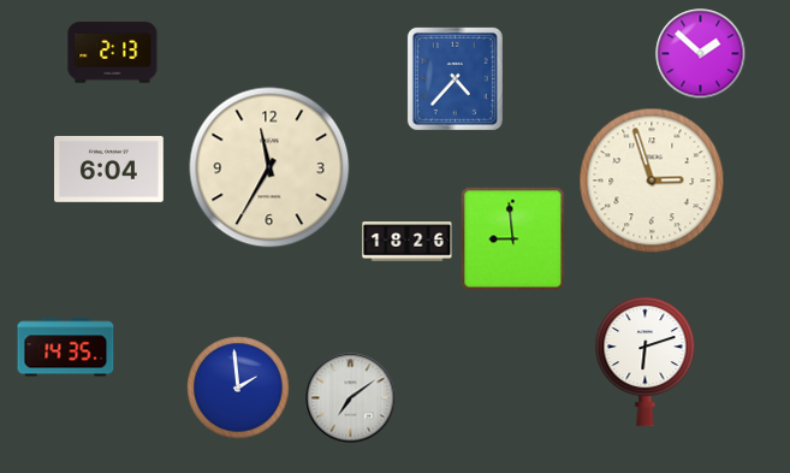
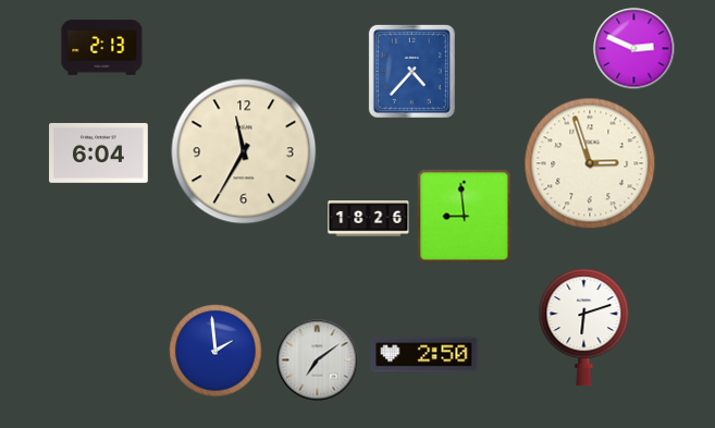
clock at (701, 54): 1:52 -> 2:49
clock at (66, 348): 14:35 -> none
clock at (424, 355): none -> 2:50
